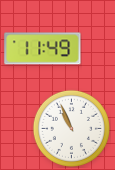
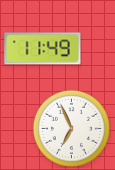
clock at (71, 128): 10:56 -> 6:56
